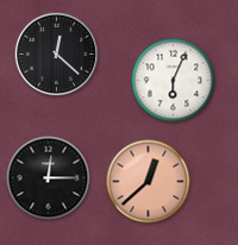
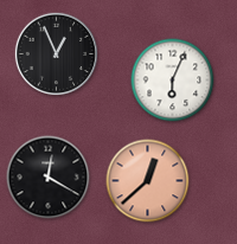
clock at (57, 55): 12:22 -> 12:56
clock at (49, 178): 12:15 -> 12:20
